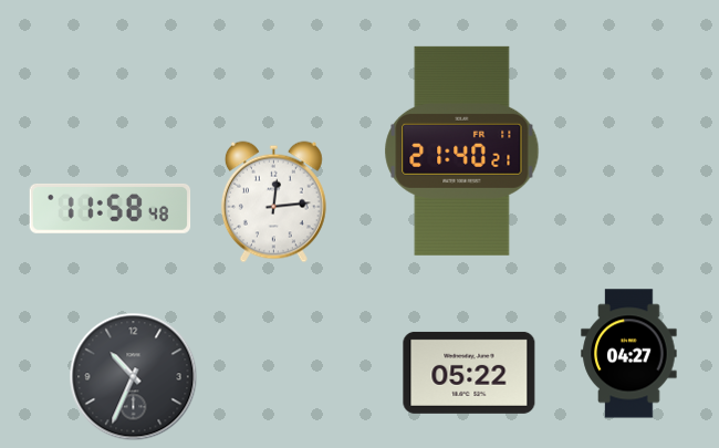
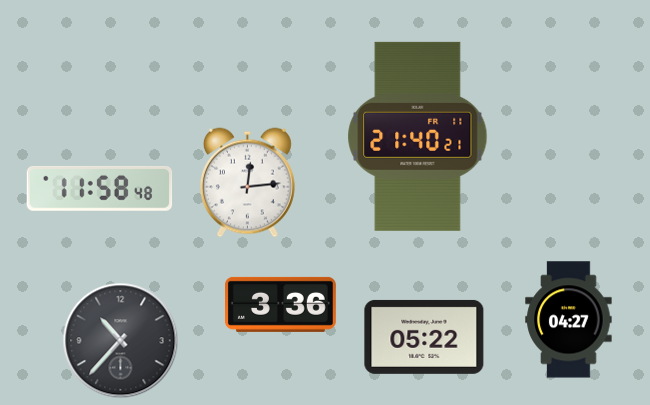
clock at (281, 304): none -> 3:36
clock at (134, 377): 10:34 -> 10:37
